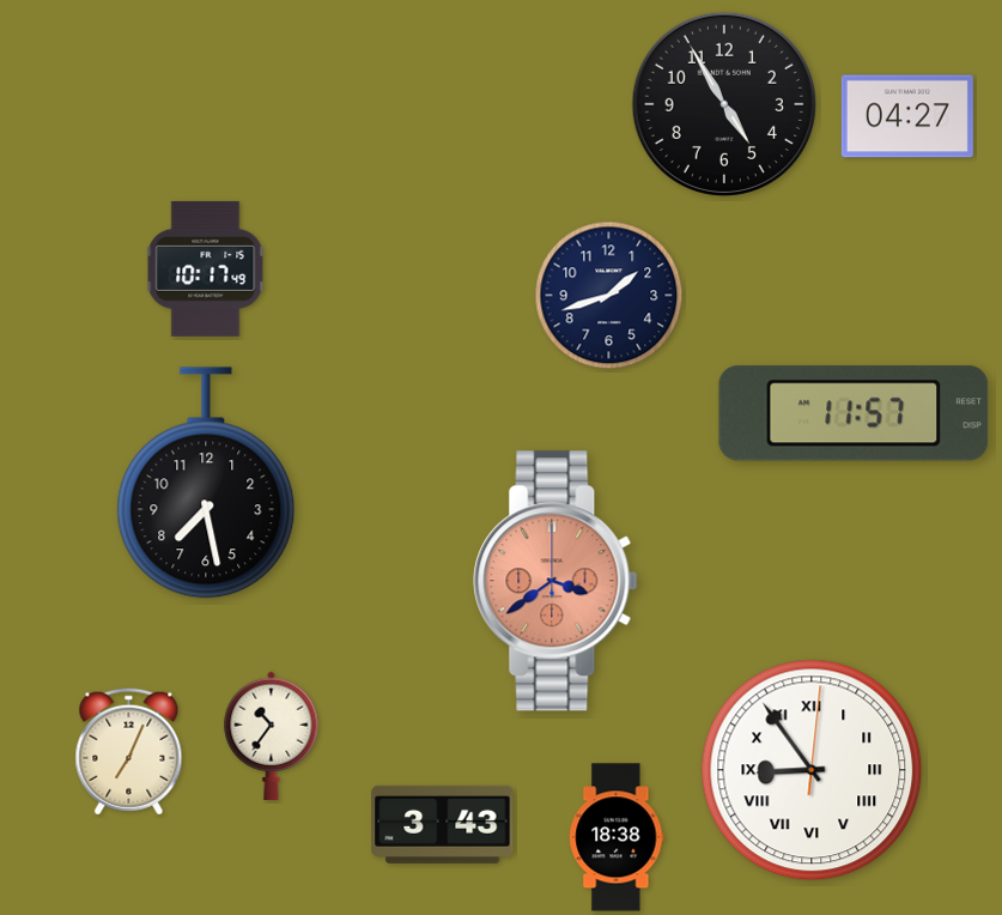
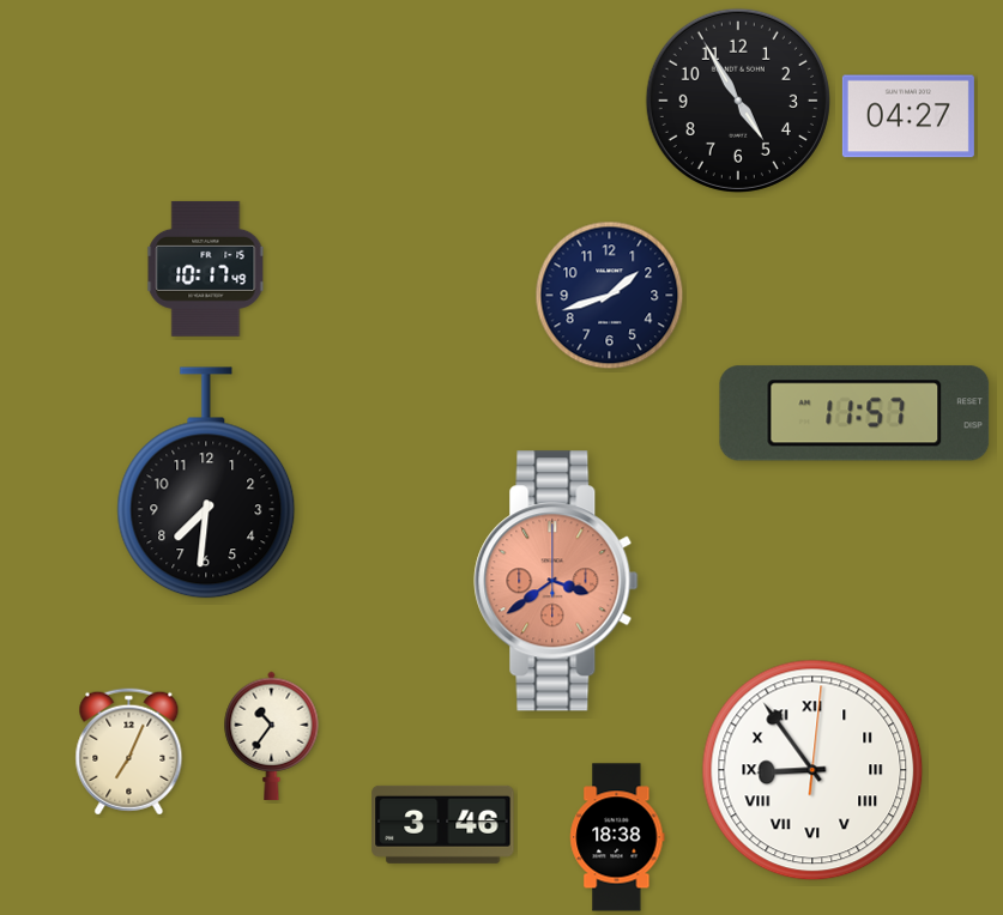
clock at (724, 104) position: (724, 104) -> (738, 101)
clock at (206, 483): 7:28 -> 7:31
clock at (443, 824): 3:43 -> 3:46
